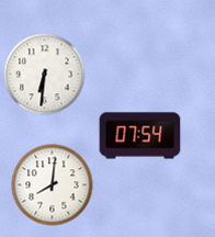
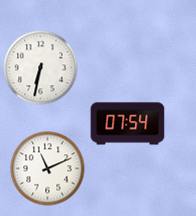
clock at (45, 75): 6:31 -> 6:32
clock at (53, 185): 8:01 -> 11:11
